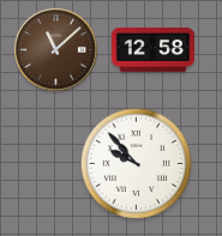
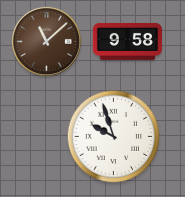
clock at (152, 49): 12:58 -> 9:58
clock at (137, 164): 9:53 -> 9:57
